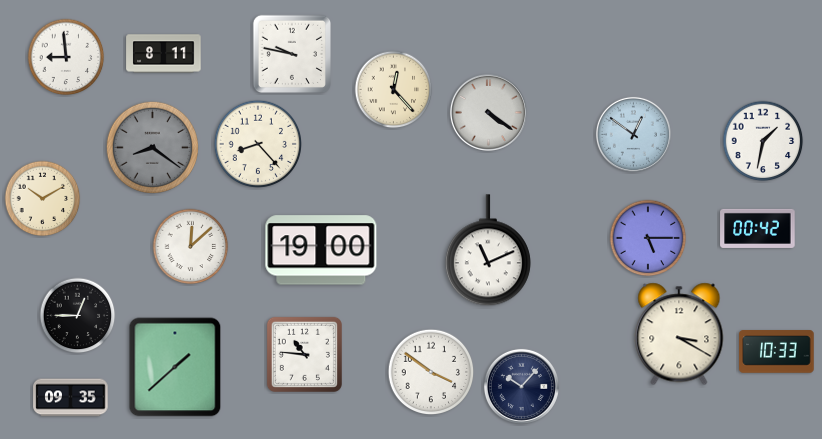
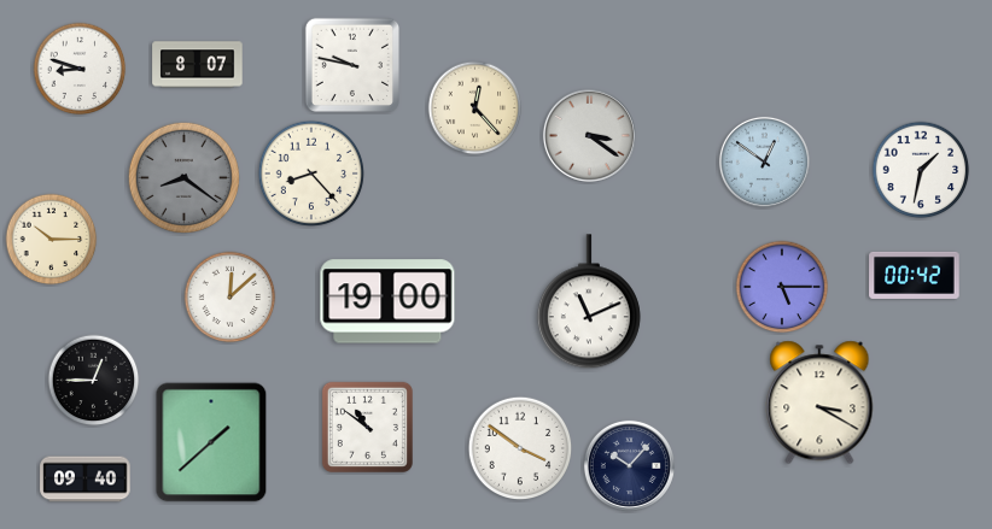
clock at (164, 54): 8:11 -> 8:07
clock at (66, 57): 8:59 -> 8:48
clock at (488, 112): 4:21 -> 3:21
clock at (43, 199): 10:10 -> 10:15
clock at (777, 352): 10:33 -> none
clock at (304, 354): 10:46 -> 10:51
clock at (71, 398): 09:35 -> 09:40
